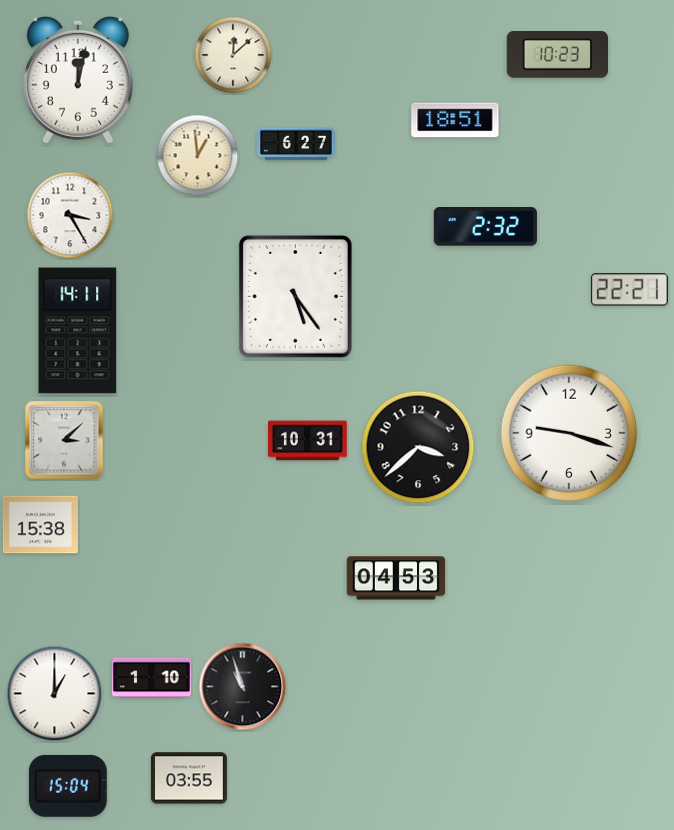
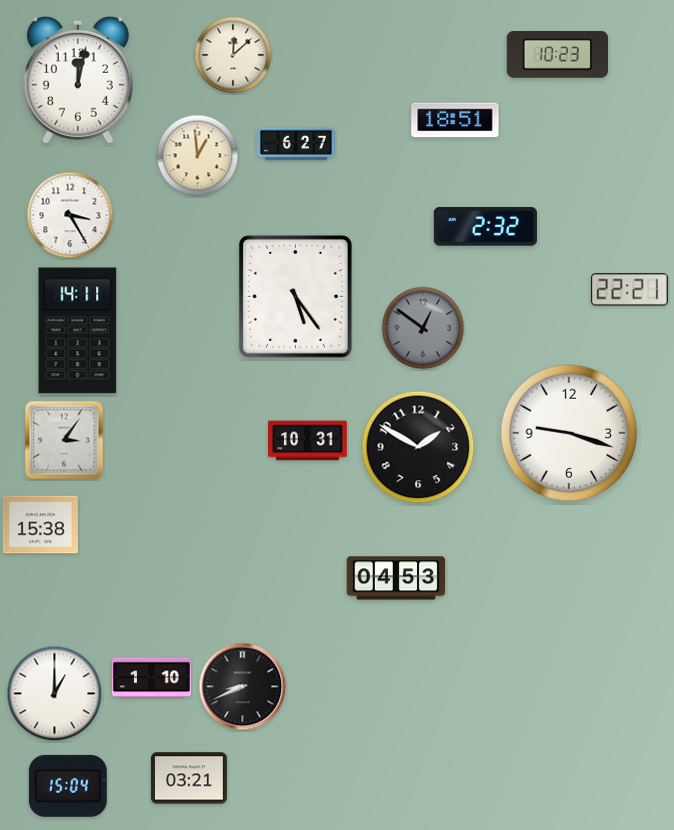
clock at (423, 328): none -> 12:51
clock at (64, 440): 3:08 -> 3:06
clock at (418, 447): 3:38 -> 1:50
clock at (243, 687): 10:57 -> 8:41
clock at (189, 778): 03:55 -> 03:21
